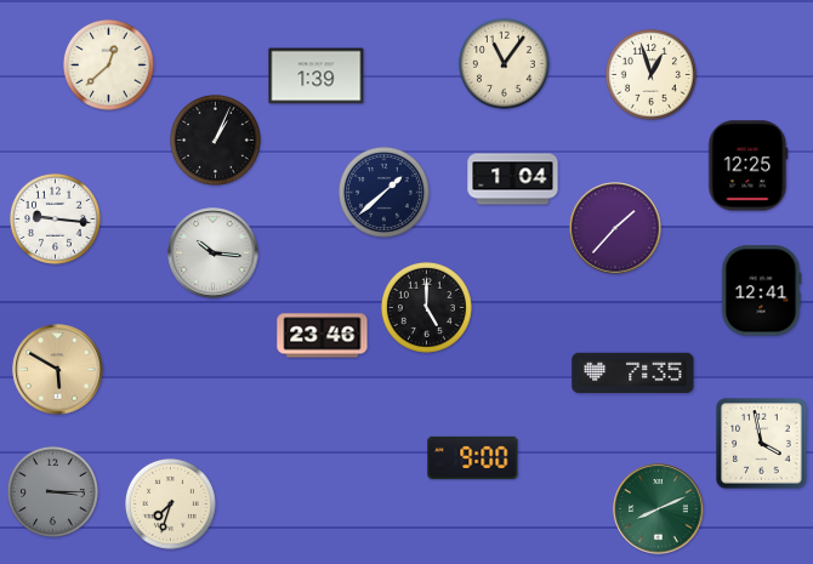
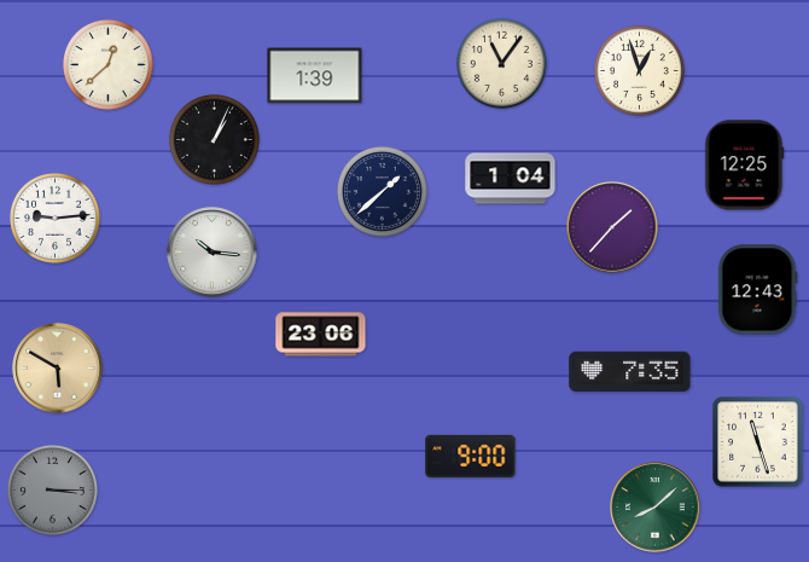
clock at (650, 74) position: (650, 74) -> (639, 70)
clock at (55, 218): 9:16 -> 9:14
clock at (762, 291): 12:41 -> 12:43
clock at (426, 307): 5:00 -> none
clock at (323, 336): 23:46 -> 23:06
clock at (762, 444): 3:58 -> 11:27
clock at (170, 503): 7:33 -> none
clock at (659, 509): 8:11 -> 8:08
